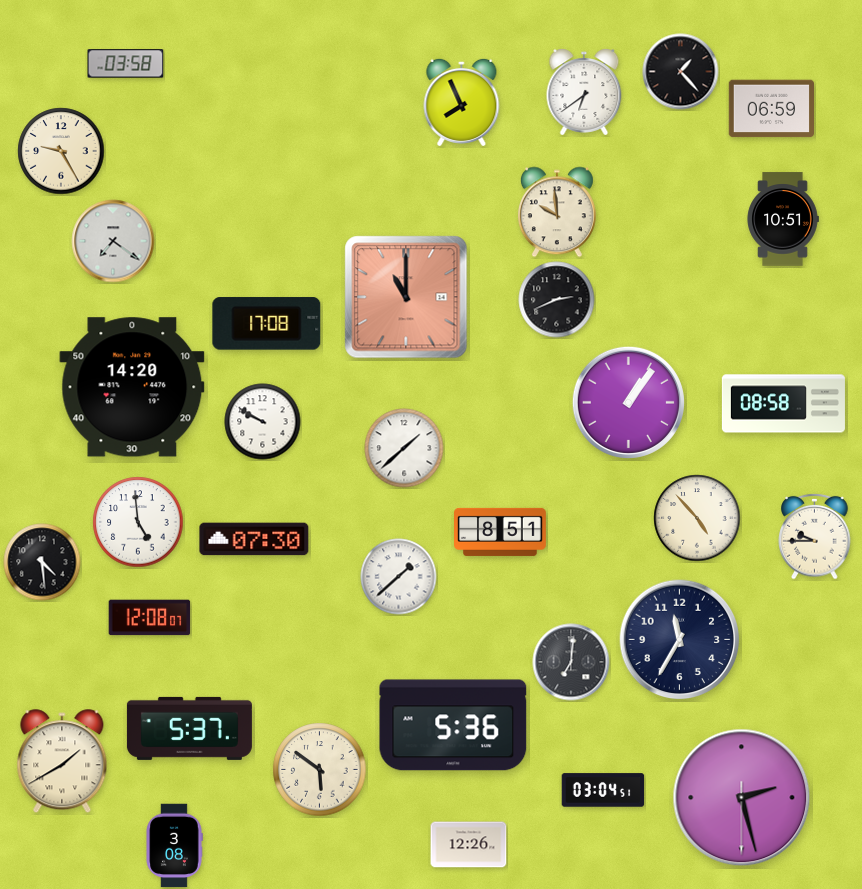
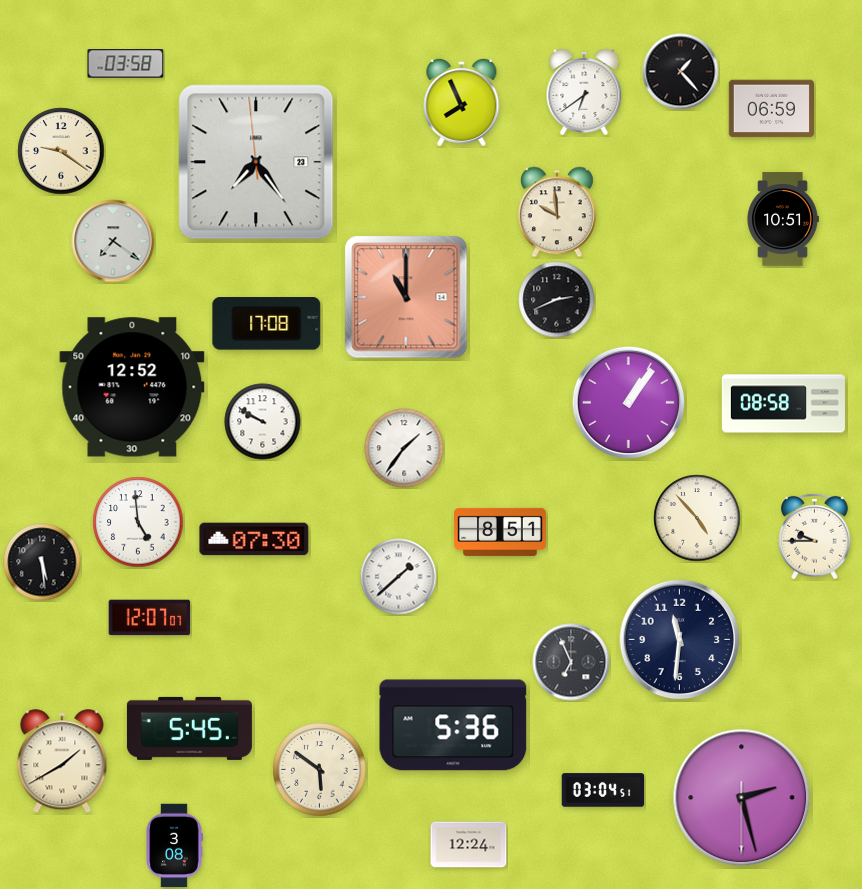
clock at (61, 151): 9:25 -> 9:21
clock at (256, 162): none -> 7:23
clock at (132, 387): 14:20 -> 12:52
clock at (404, 448): 1:38 -> 1:36
clock at (42, 562): 4:29 -> 5:29
clock at (150, 618): 12:08 -> 12:07
clock at (680, 640): 11:35 -> 11:31
clock at (571, 662): 7:01 -> 6:56
clock at (189, 728): 5:37 -> 5:45
clock at (469, 845): 12:26 -> 12:24
